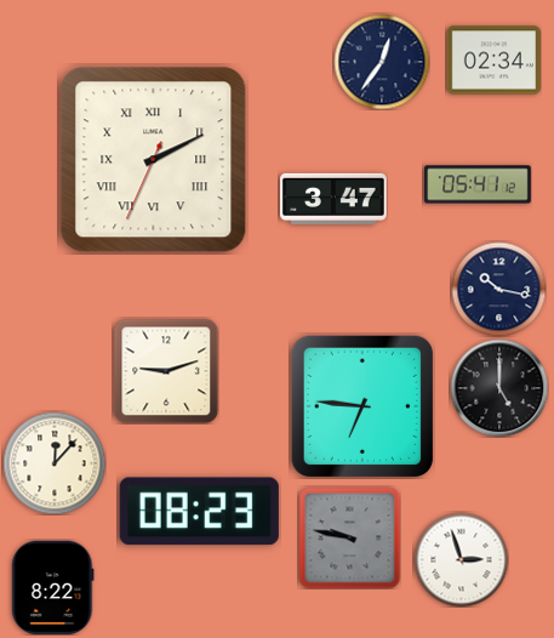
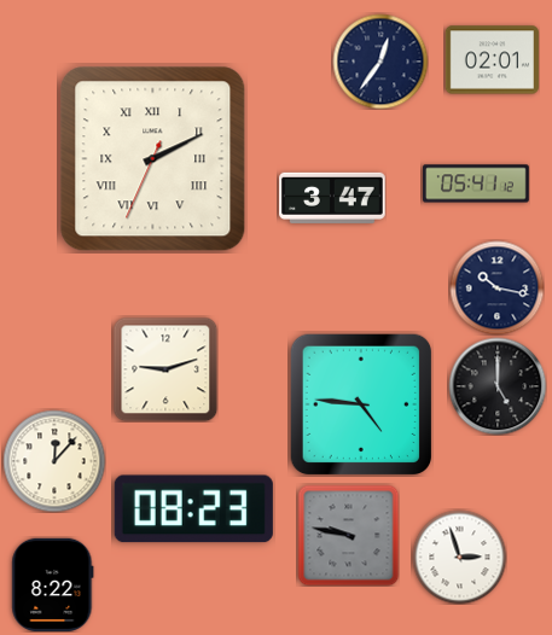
clock at (493, 61): 02:34 -> 02:01
clock at (361, 405): 6:46 -> 4:46
clock at (199, 512) position: (199, 512) -> (193, 509)
